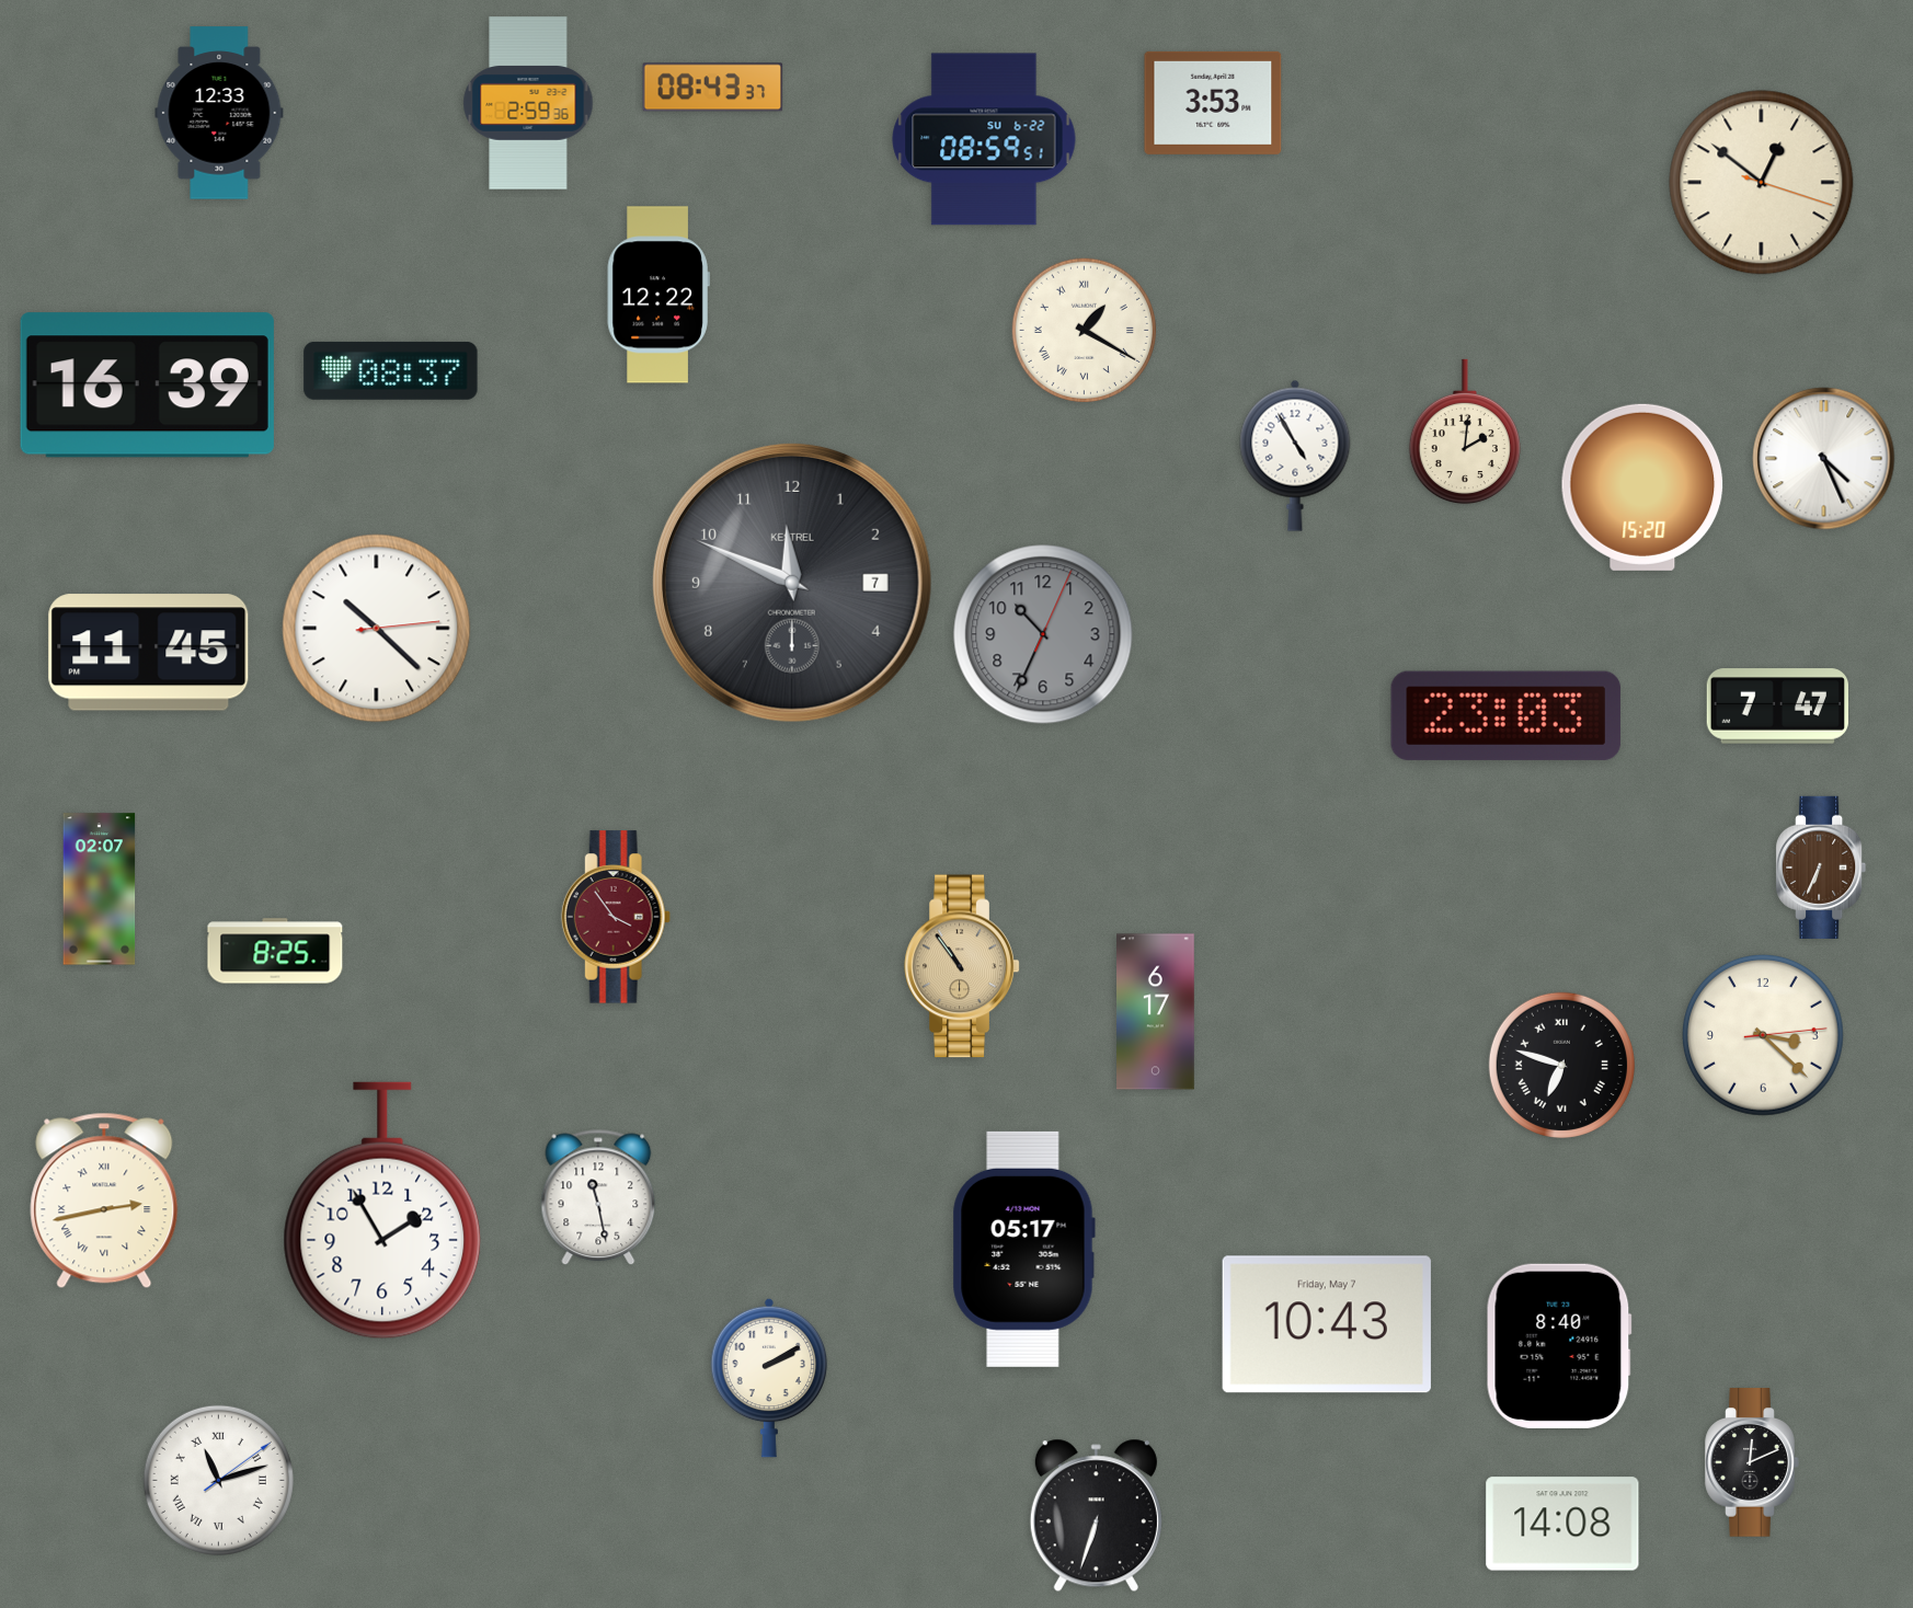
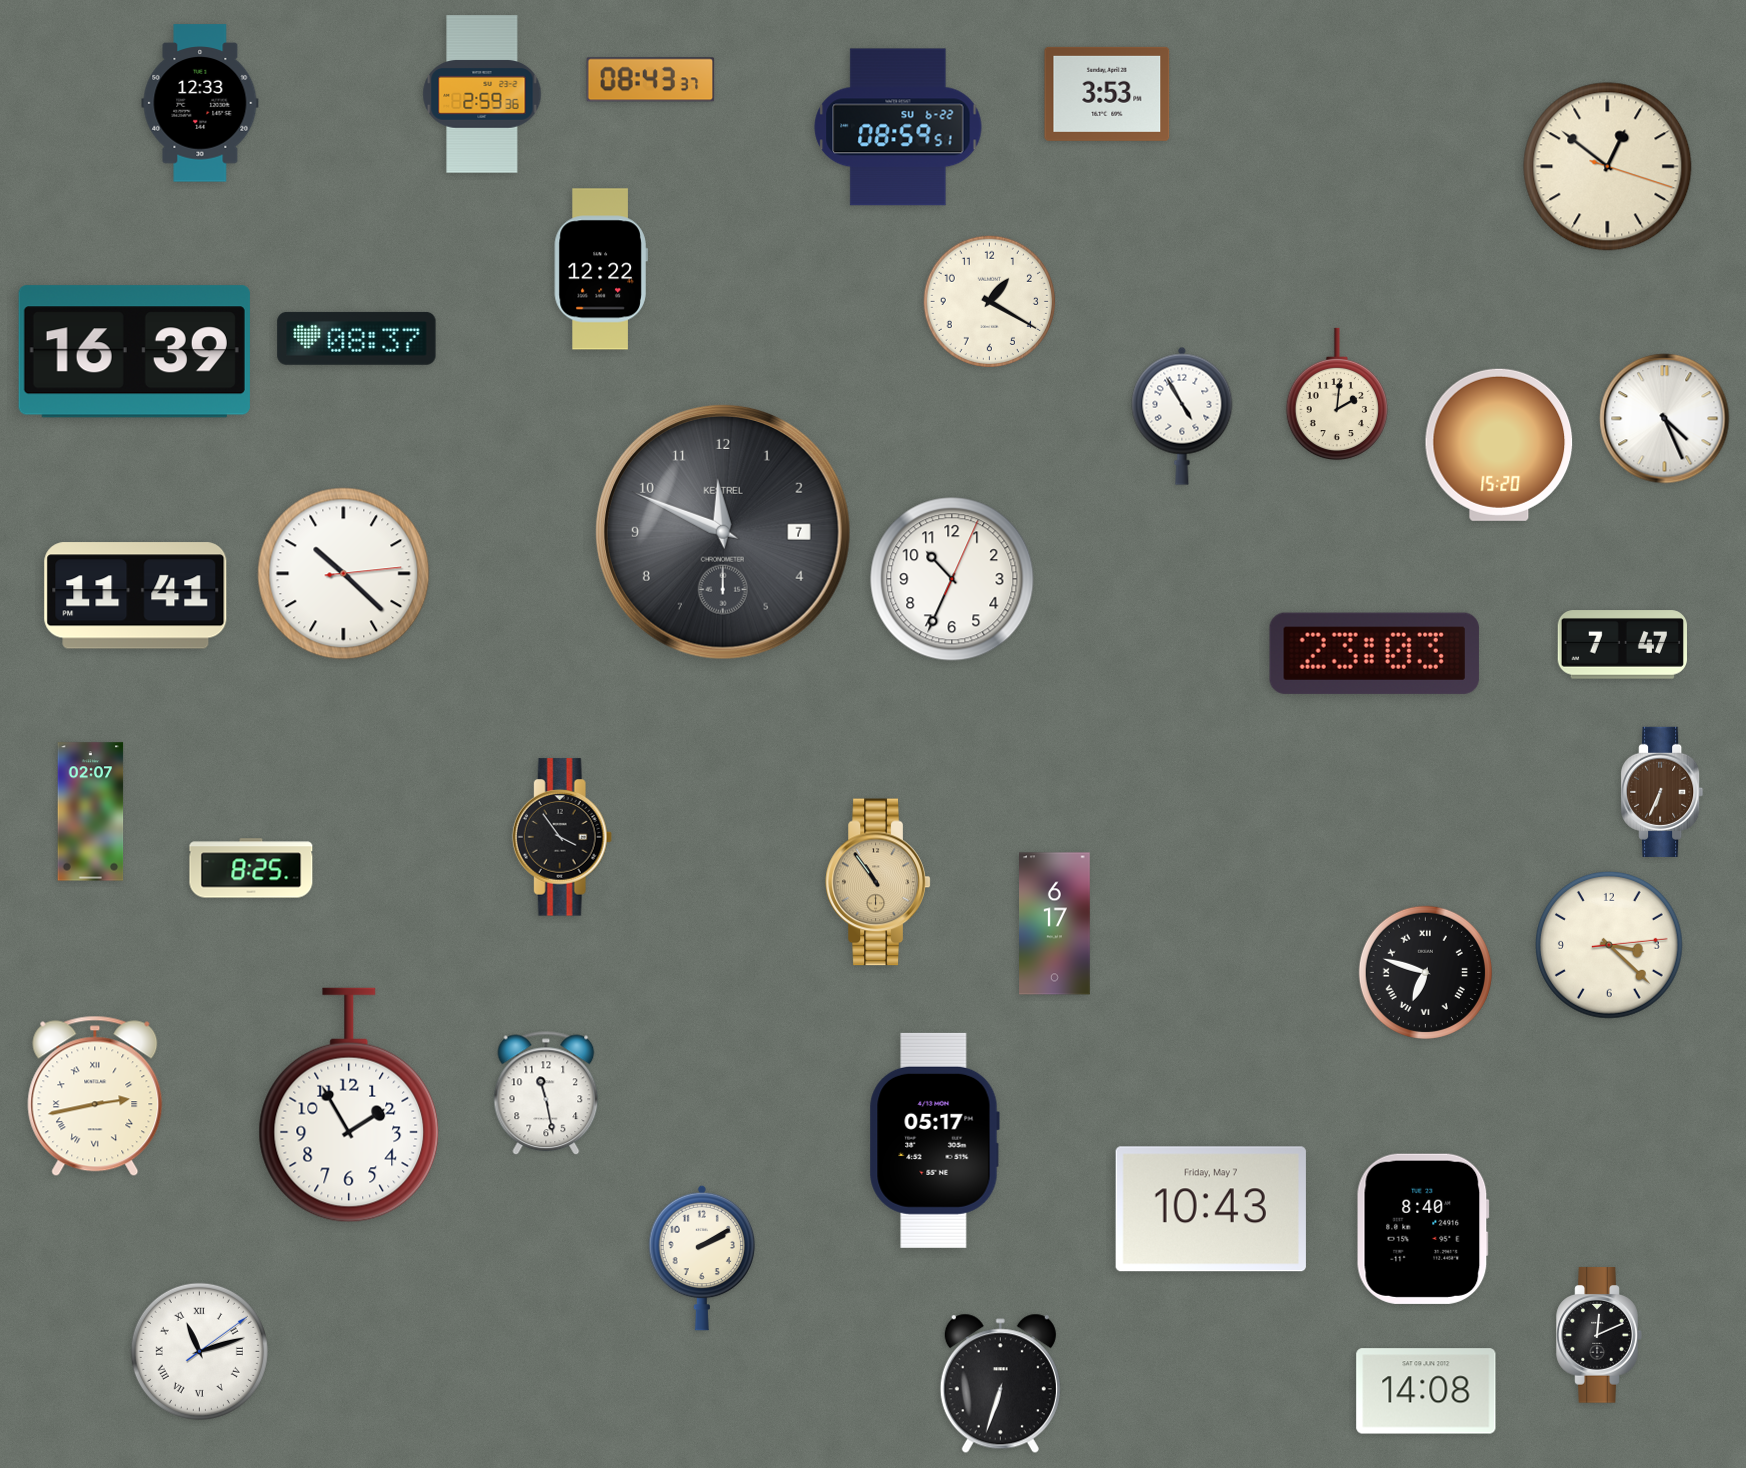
clock at (1084, 330) numerals: Roman -> Arabic
clock at (1043, 634) dial: grey -> white
clock at (149, 653): 11:45 -> 11:41
clock at (616, 917) dial: burgundy -> black
